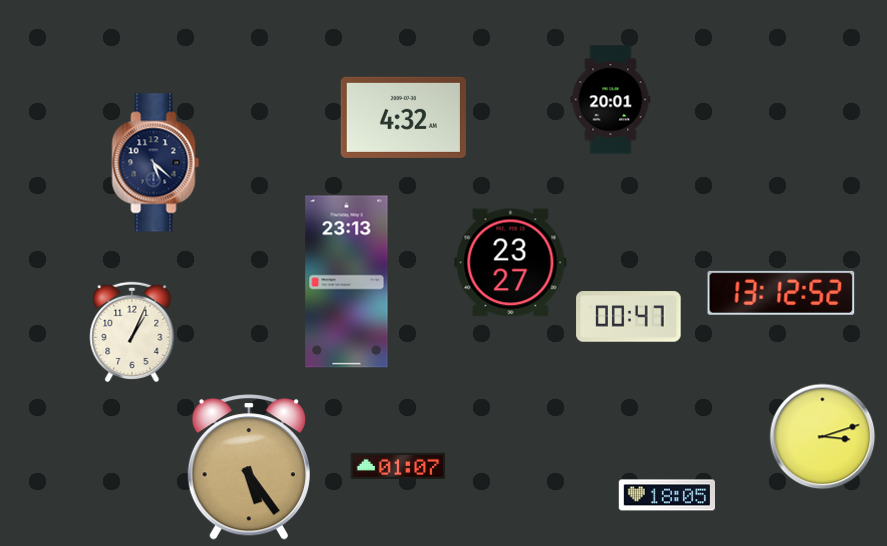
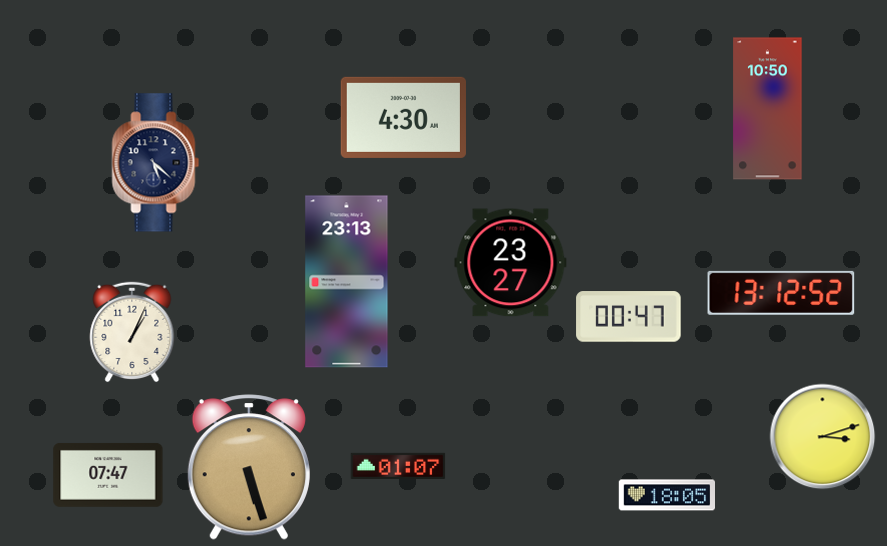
clock at (611, 100): 20:01 -> none
clock at (768, 109): none -> 10:50
clock at (403, 117): 4:32 -> 4:30
clock at (249, 467): 5:24 -> 5:27
clock at (108, 475): none -> 07:47
